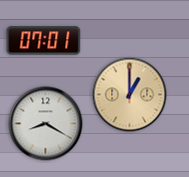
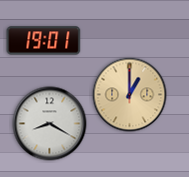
clock at (44, 41): 07:01 -> 19:01
clock at (46, 124) position: (46, 124) -> (50, 124)
